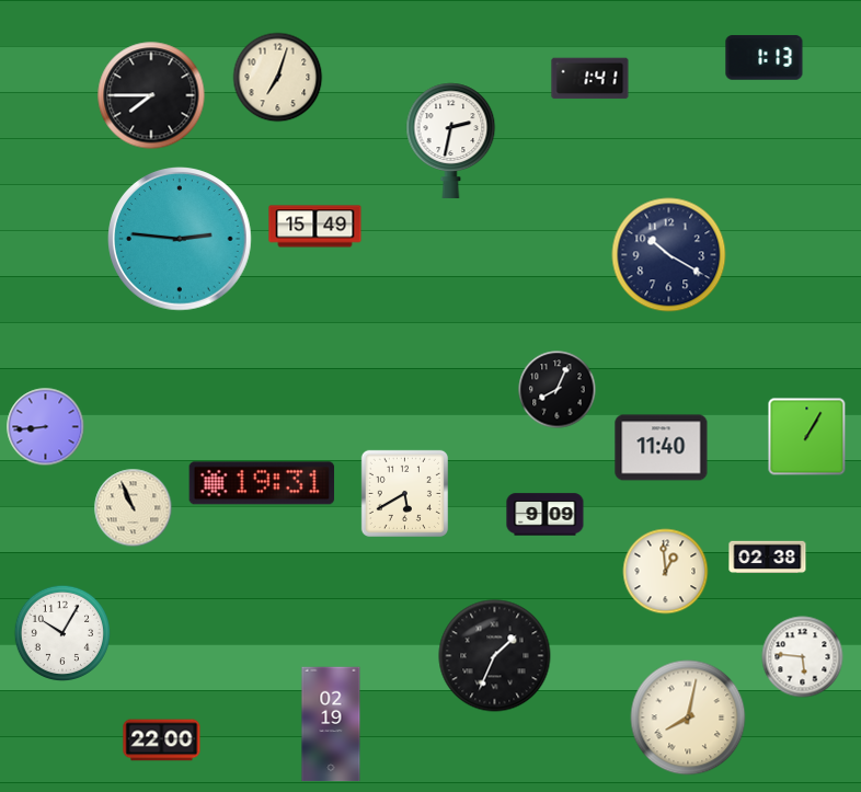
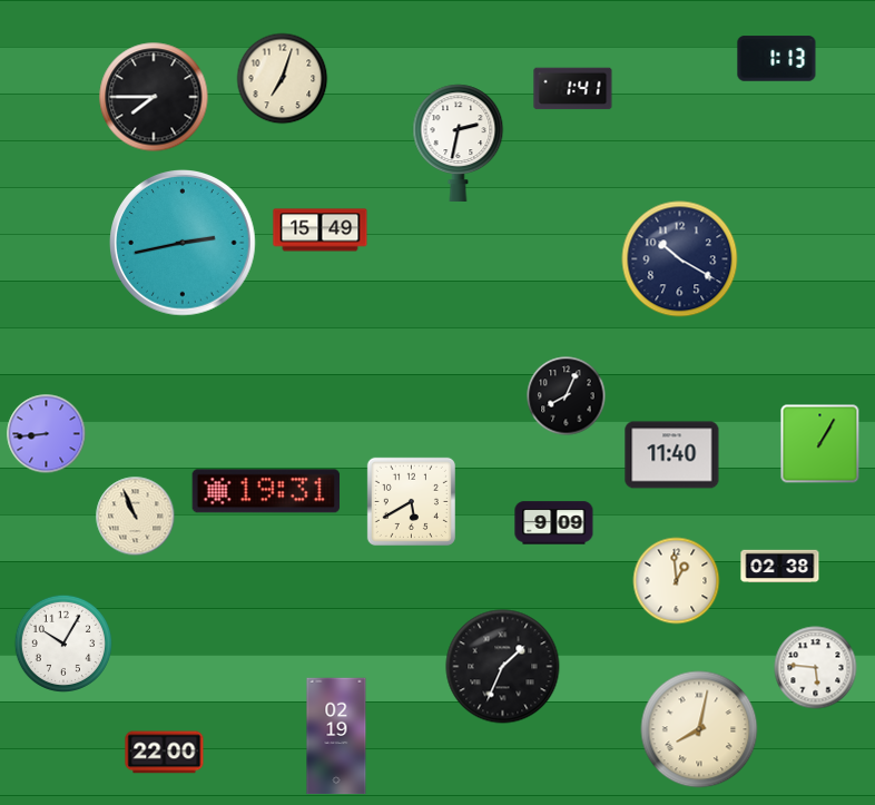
clock at (590, 79) position: (590, 79) -> (573, 89)
clock at (180, 239): 2:46 -> 2:43
